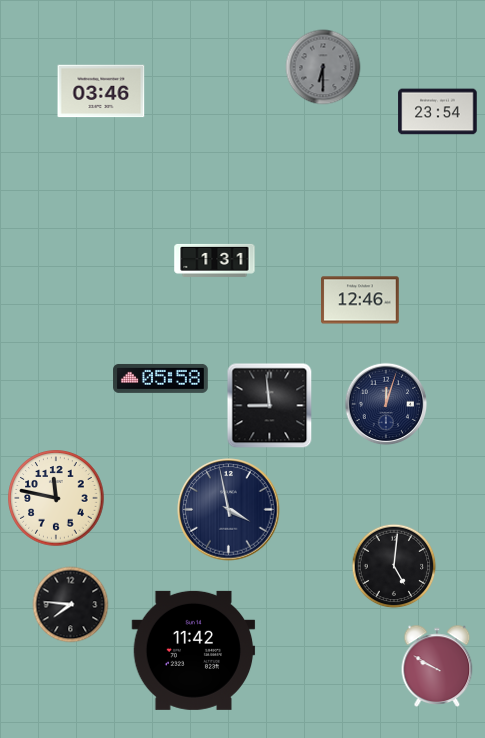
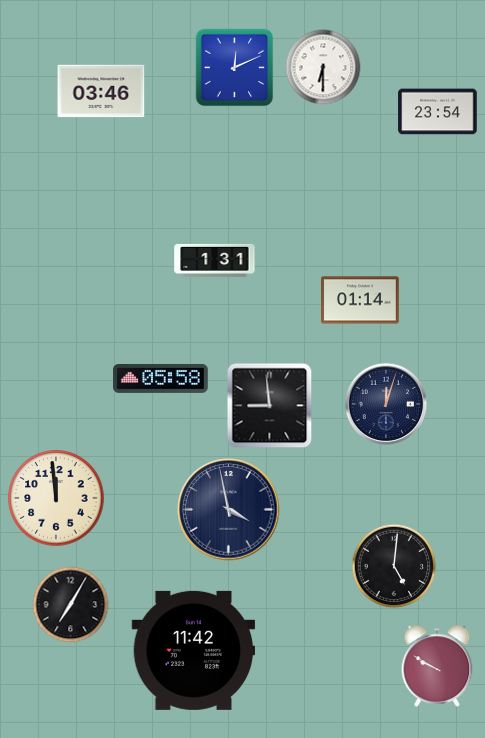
clock at (323, 67) dial: grey -> white
clock at (235, 68): none -> 12:11
clock at (361, 300): 12:46 -> 01:14
clock at (56, 498): 11:47 -> 11:59
clock at (71, 605): 7:46 -> 7:05
